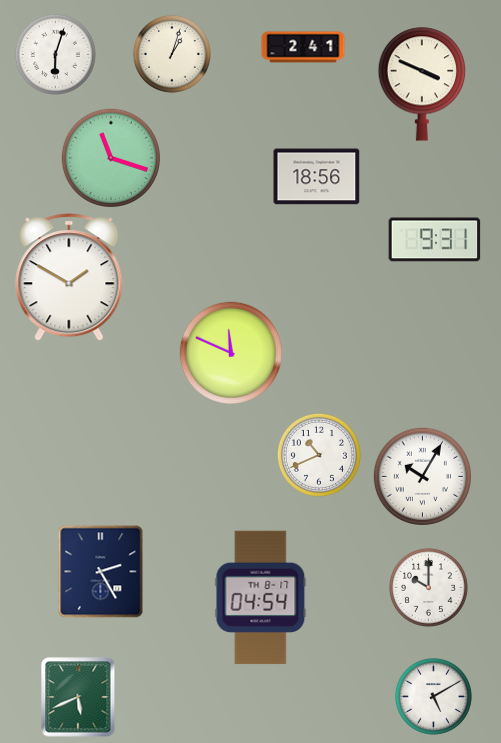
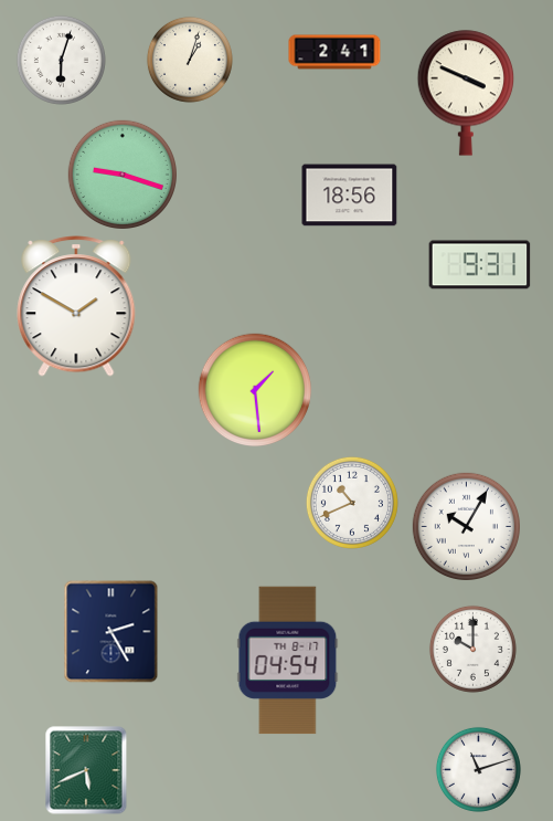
clock at (110, 157): 11:18 -> 9:18
clock at (231, 353): 11:49 -> 1:29
clock at (433, 696): 5:10 -> 11:12
